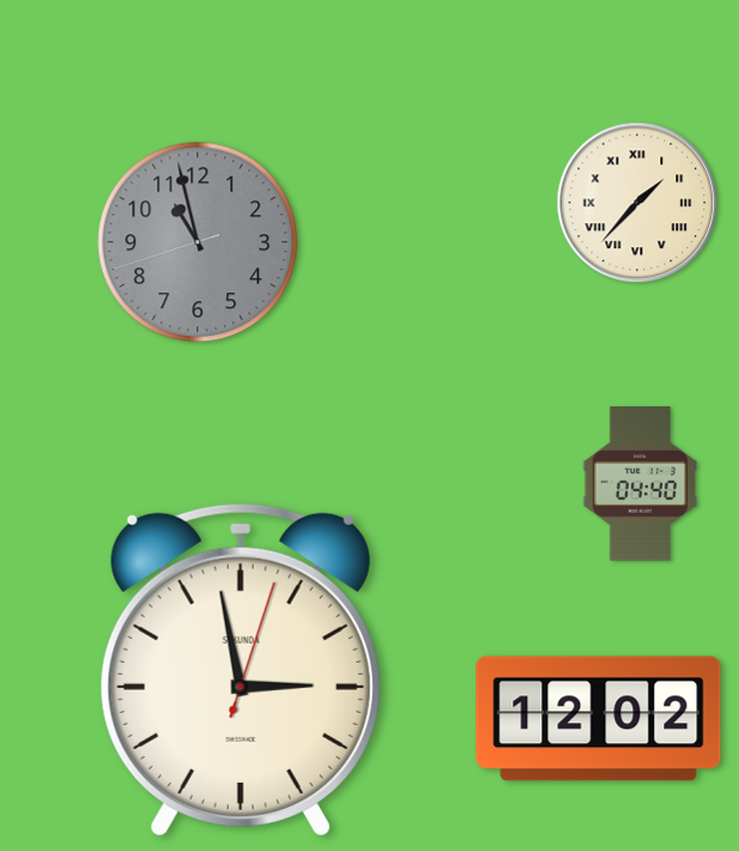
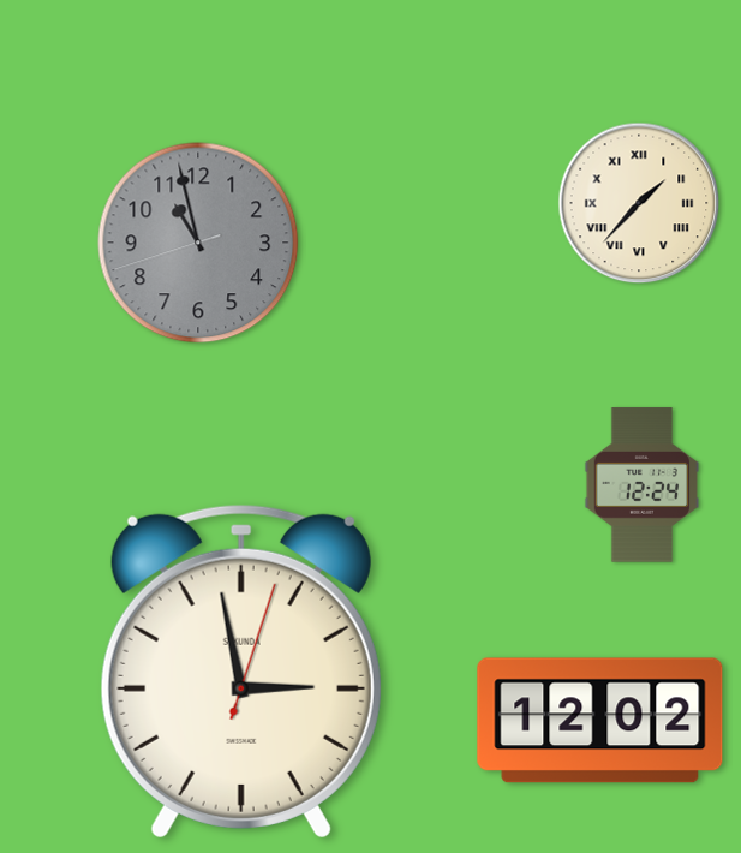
clock at (641, 484): 04:40 -> 12:24
